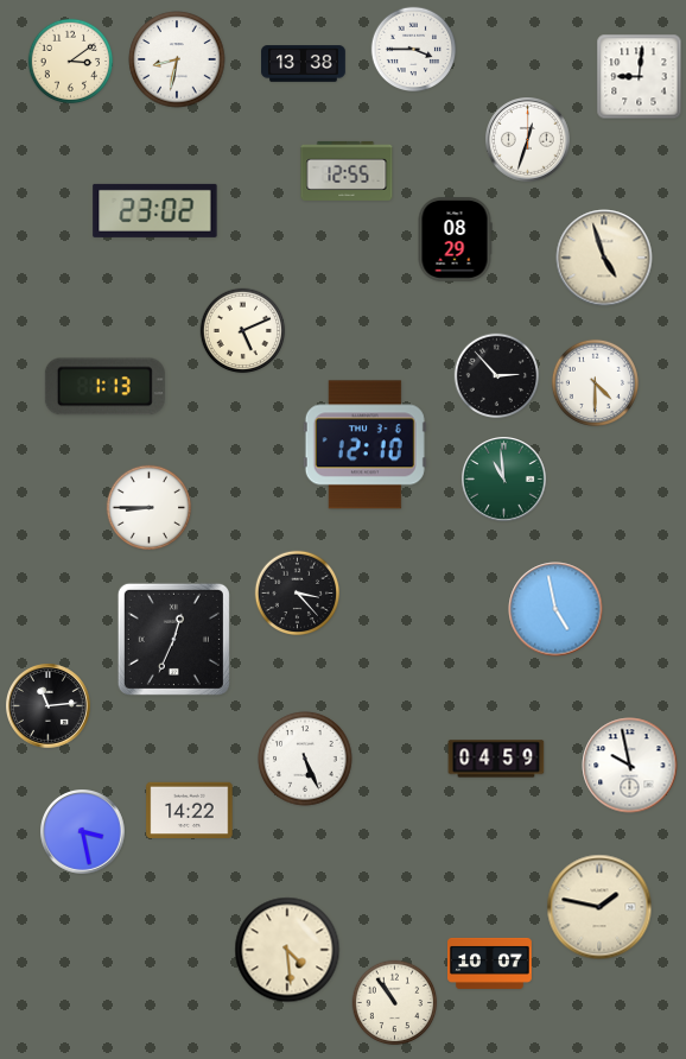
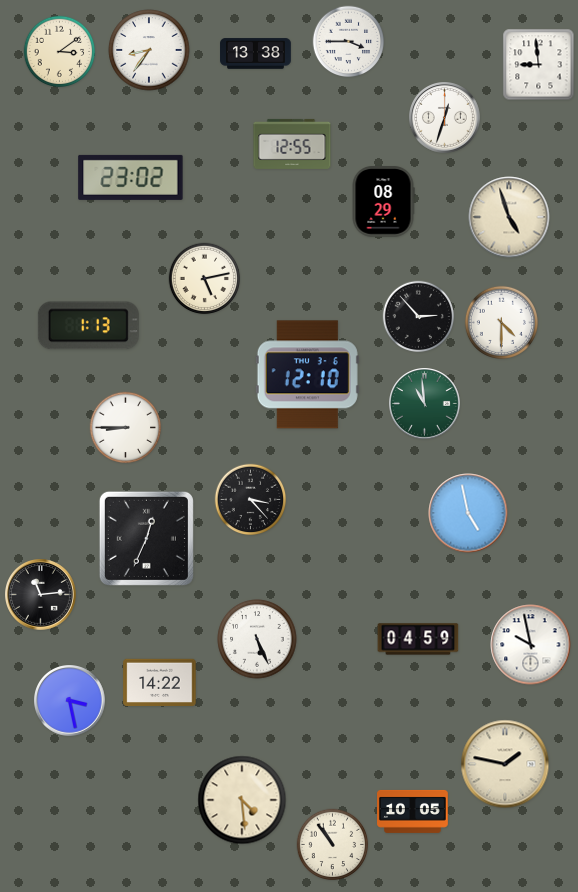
clock at (177, 59): 8:32 -> 8:36
clock at (640, 77): 9:01 -> 8:59
clock at (243, 331): 5:11 -> 5:13
clock at (490, 963): 10:07 -> 10:05
